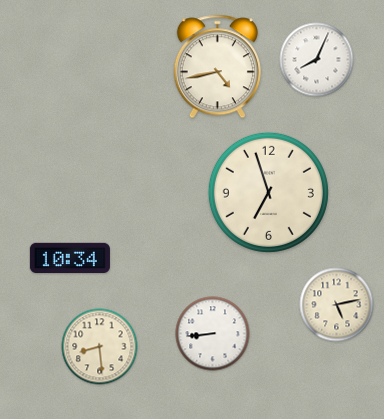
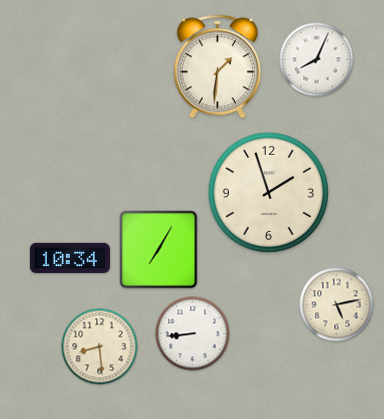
clock at (217, 67): 4:43 -> 1:31
clock at (268, 192): 6:57 -> 1:57
clock at (159, 250): none -> 7:05
clock at (213, 334) position: (213, 334) -> (193, 334)
